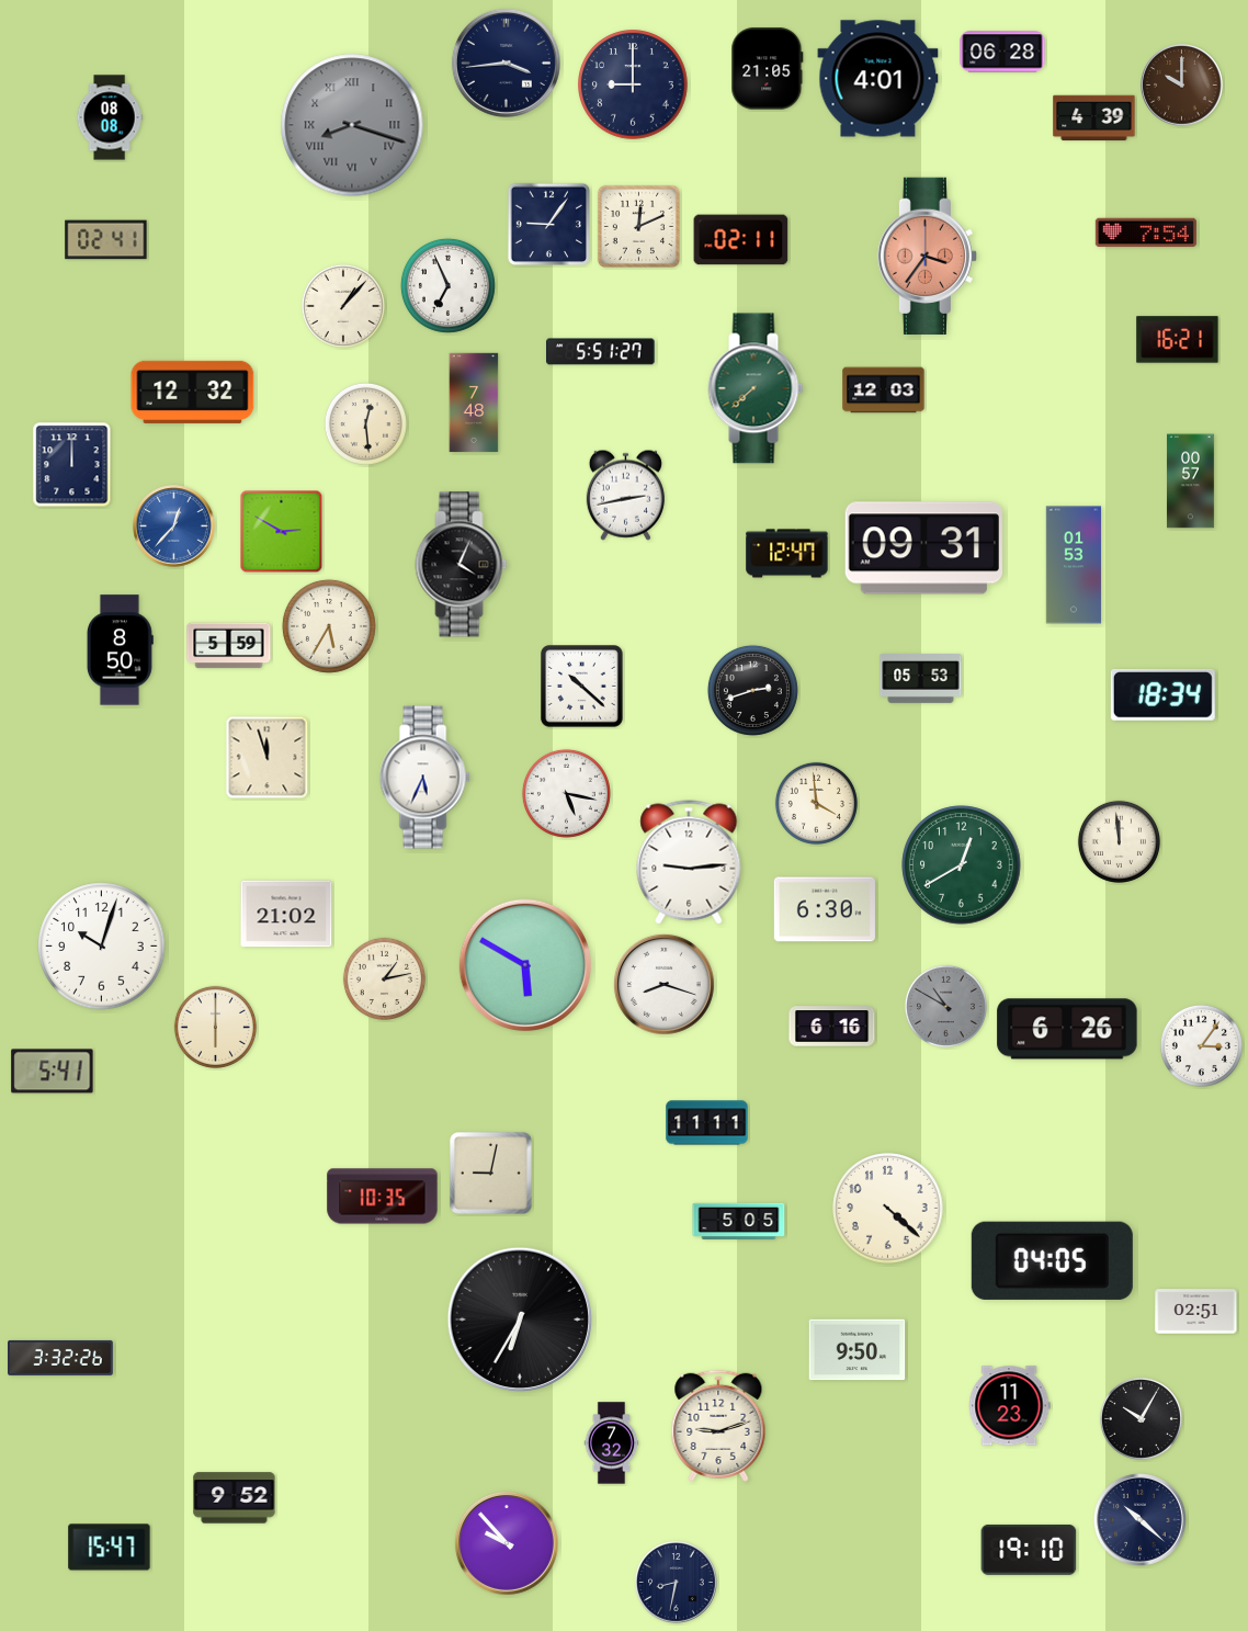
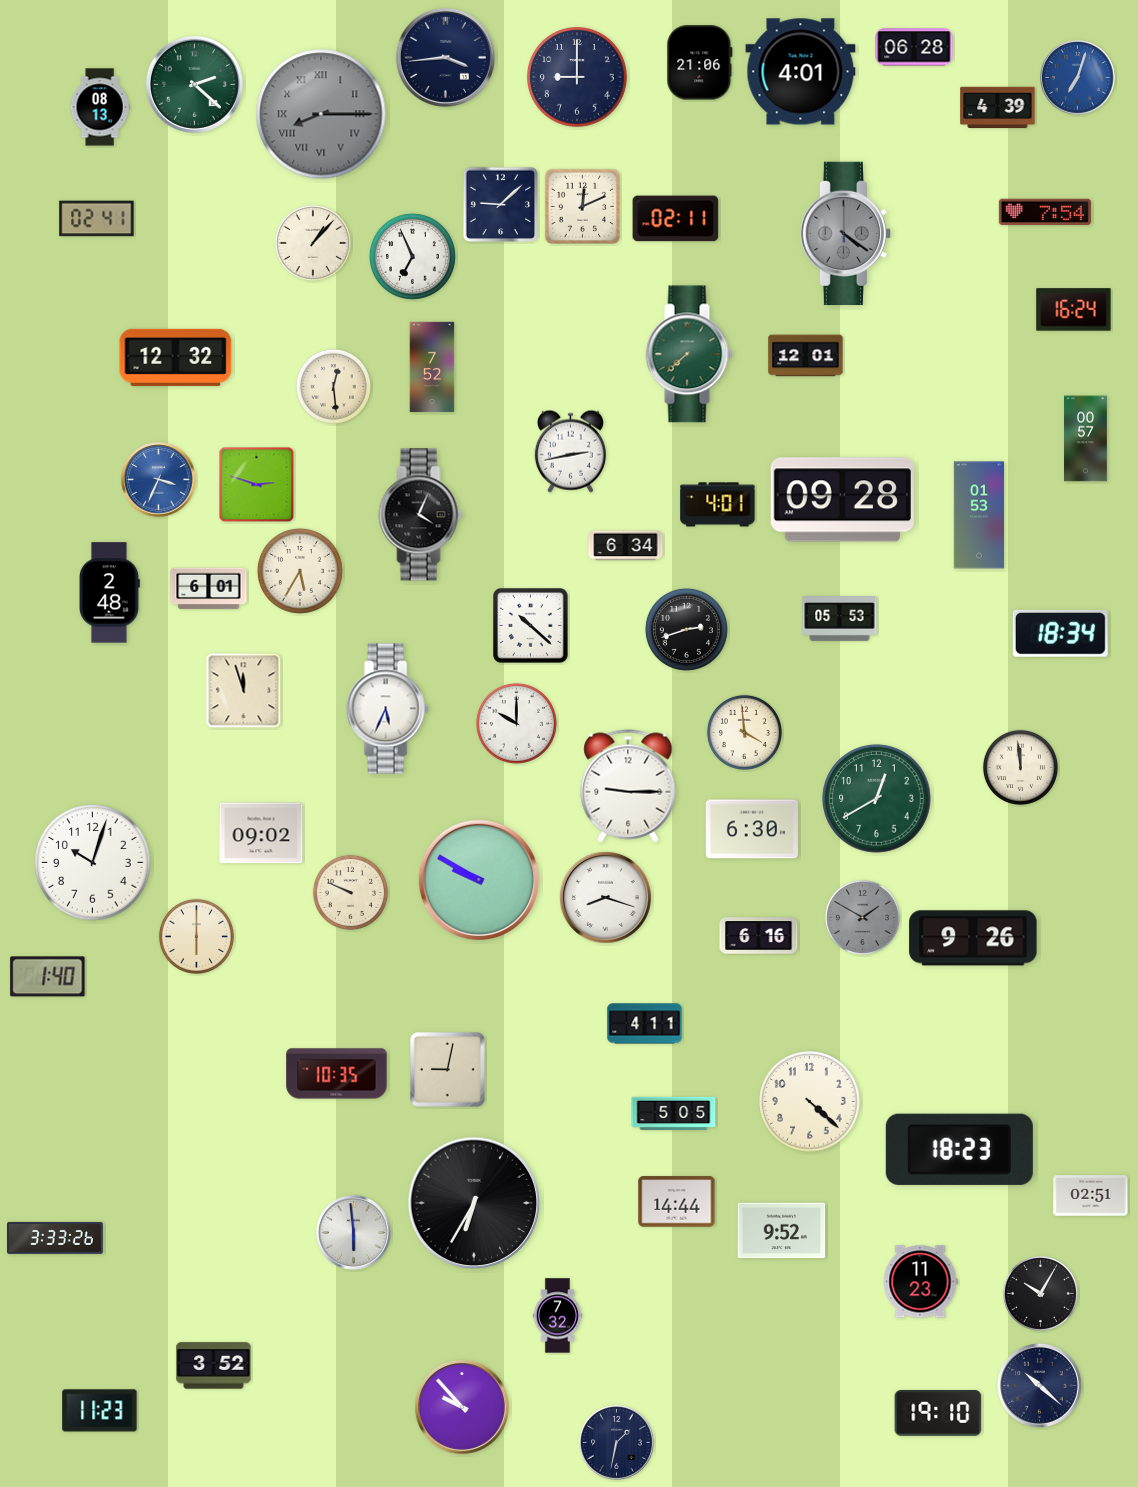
clock at (506, 63) position: (506, 63) -> (445, 57)
clock at (768, 69): 21:05 -> 21:06
clock at (1182, 86): 10:00 -> 7:03
clock at (1182, 86) dial: brown -> blue
clock at (194, 84): none -> 2:22
clock at (110, 117): 08:08 -> 08:13
clock at (352, 125): 8:18 -> 8:15
clock at (548, 224): 9:06 -> 9:08
clock at (927, 256): 3:36 -> 4:21
clock at (927, 256) dial: salmon -> grey
clock at (447, 285) position: (447, 285) -> (412, 256)
clock at (343, 306) position: (343, 306) -> (313, 243)
clock at (1178, 340): 16:21 -> 16:24
clock at (601, 352): 5:51 -> none
clock at (884, 390): 12:03 -> 12:01
clock at (474, 403): 7:48 -> 7:52
clock at (72, 465): 12:00 -> none
clock at (174, 526): 12:37 -> 3:34
clock at (282, 532): 2:50 -> 2:48
clock at (923, 548): 09:31 -> 09:28
clock at (787, 554): 12:47 -> 4:01
clock at (626, 546): none -> 6:34
clock at (229, 646): 5:59 -> 6:01
clock at (120, 650): 8:50 -> 2:48
clock at (566, 793): 5:17 -> 10:00
clock at (689, 862): 9:14 -> 9:15
clock at (962, 865) position: (962, 865) -> (877, 799)
clock at (286, 914): 21:02 -> 09:02
clock at (525, 965): 5:50 -> 9:50
clock at (384, 978): 1:13 -> 9:49
clock at (945, 1006): 10:50 -> 1:50
clock at (1067, 1029): 6:26 -> 9:26
clock at (1201, 1045): 3:06 -> none
clock at (53, 1072): 5:41 -> 1:40
clock at (707, 1123): 11:11 -> 4:11
clock at (383, 1197) position: (383, 1197) -> (337, 1074)
clock at (1052, 1260): 04:05 -> 18:23
clock at (677, 1202): none -> 14:44
clock at (858, 1350): 9:50 -> 9:52
clock at (354, 1233): none -> 5:59
clock at (61, 1358): 3:32 -> 3:33
clock at (718, 1426): 9:12 -> none
clock at (235, 1498): 9:52 -> 3:52
clock at (110, 1548): 15:47 -> 11:23
clock at (677, 1583): 8:32 -> 1:32
